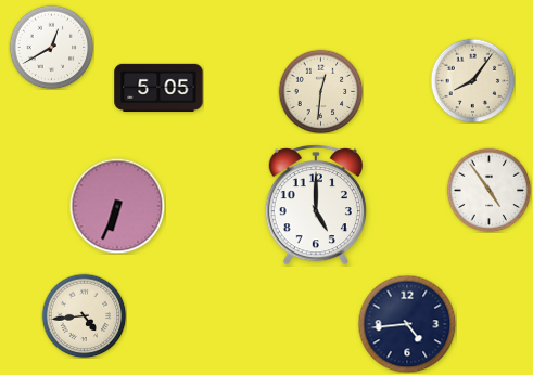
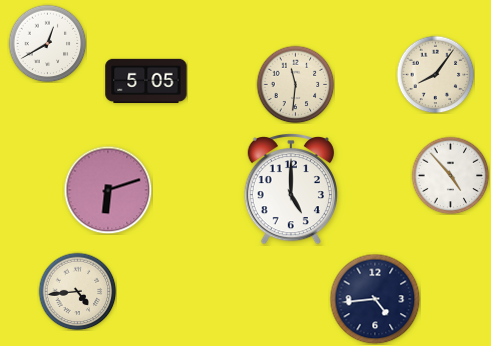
clock at (320, 91): 12:31 -> 11:31
clock at (488, 190): 4:54 -> 4:53
clock at (117, 206): 6:34 -> 6:12
